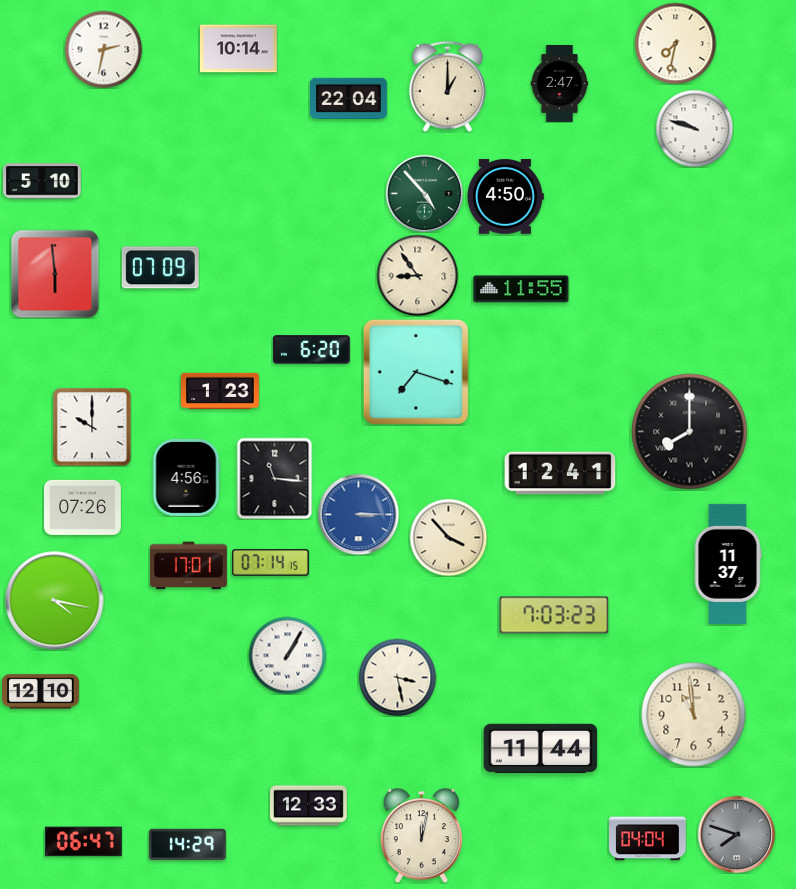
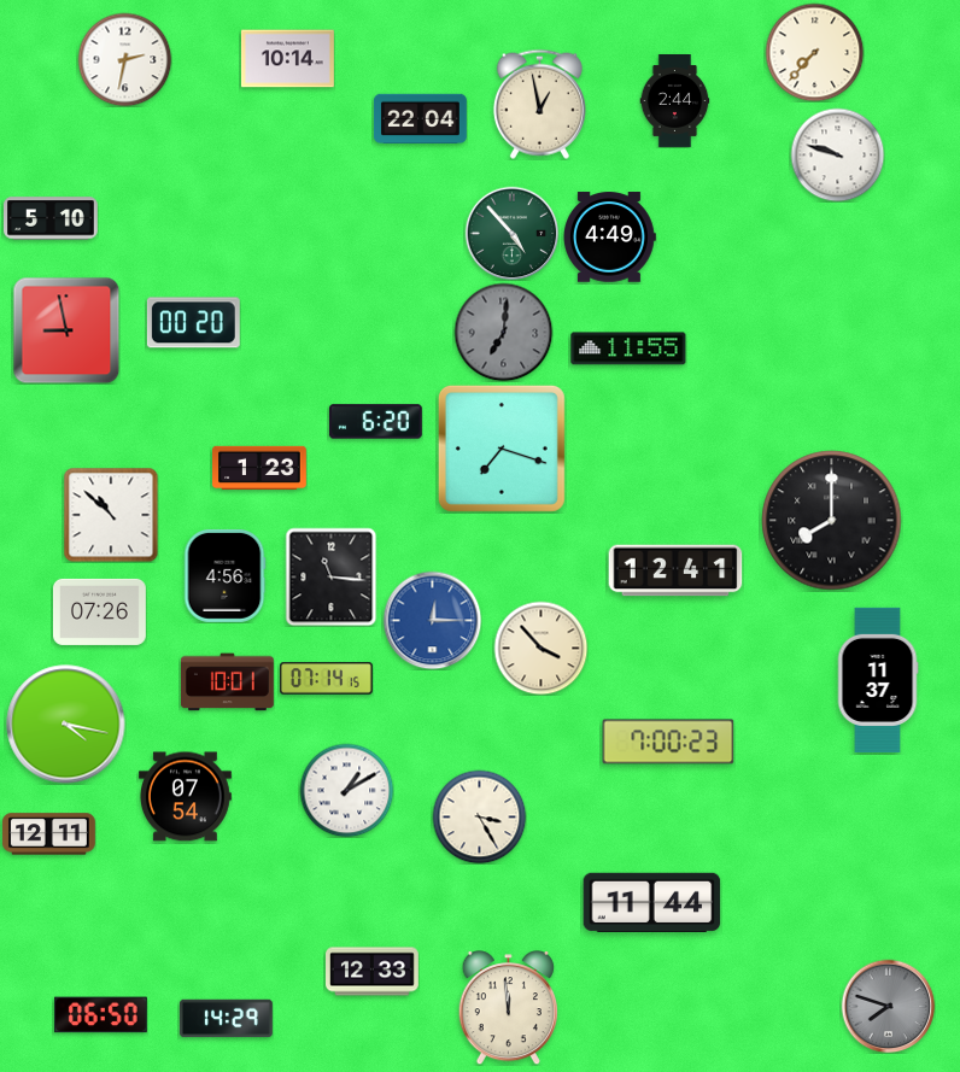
clock at (675, 43): 7:32 -> 7:37
clock at (560, 84): 2:47 -> 2:44
clock at (447, 86): 1:00 -> 12:58
clock at (506, 197): 4:50 -> 4:49
clock at (160, 268): 07:09 -> 00:20
clock at (55, 274): 5:59 -> 8:58
clock at (417, 275): 8:54 -> 7:01
clock at (417, 275) dial: cream -> grey
clock at (220, 391) position: (220, 391) -> (259, 468)
clock at (92, 427): 10:00 -> 10:52
clock at (358, 514): 3:15 -> 12:15
clock at (188, 566): 17:01 -> 10:01
clock at (554, 615): 7:03 -> 7:00
clock at (287, 655): 1:05 -> 1:10
clock at (185, 797): none -> 07:54
clock at (397, 677): 3:28 -> 3:25
clock at (41, 692): 12:10 -> 12:11
clock at (694, 715): 10:59 -> none
clock at (421, 836): 12:02 -> 11:59
clock at (647, 839): 04:04 -> none
clock at (83, 842): 06:47 -> 06:50
